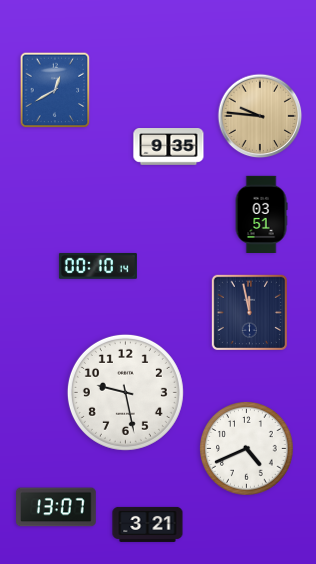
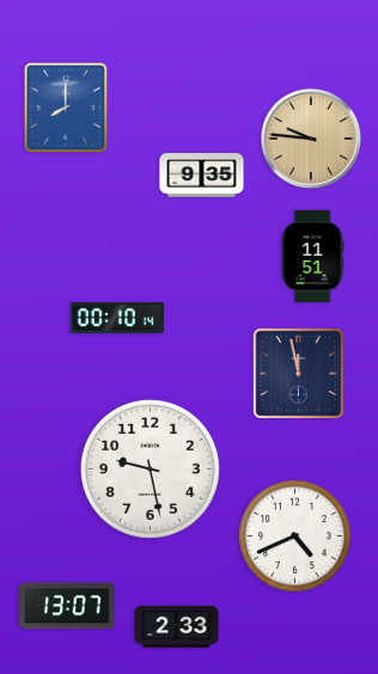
clock at (55, 90): 12:40 -> 8:00
clock at (261, 214): 03:51 -> 11:51
clock at (148, 524): 3:21 -> 2:33
